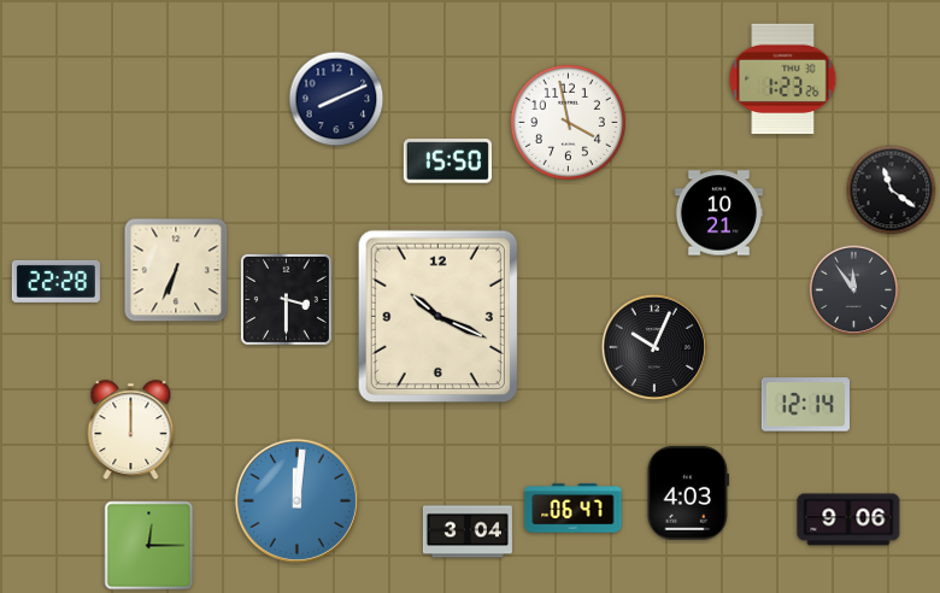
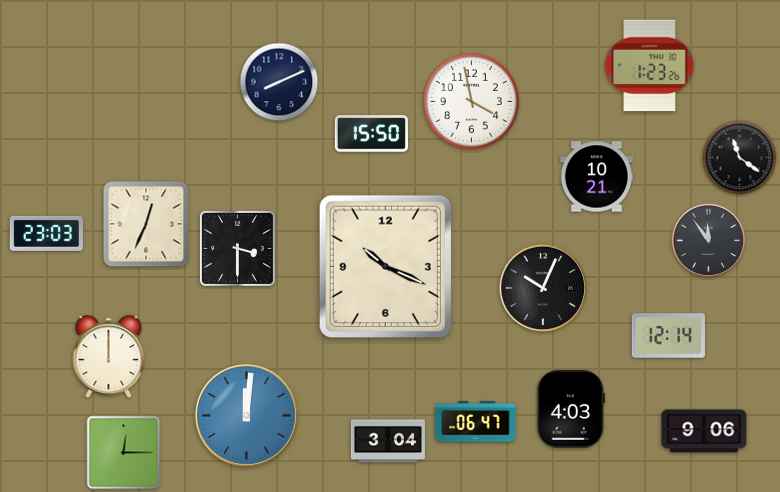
clock at (176, 270): 6:34 -> 12:34
clock at (55, 281): 22:28 -> 23:03
clock at (437, 317) position: (437, 317) -> (385, 267)
